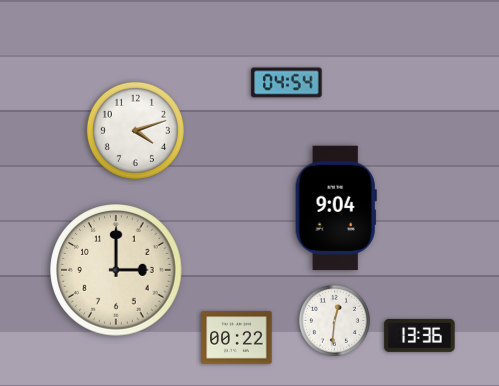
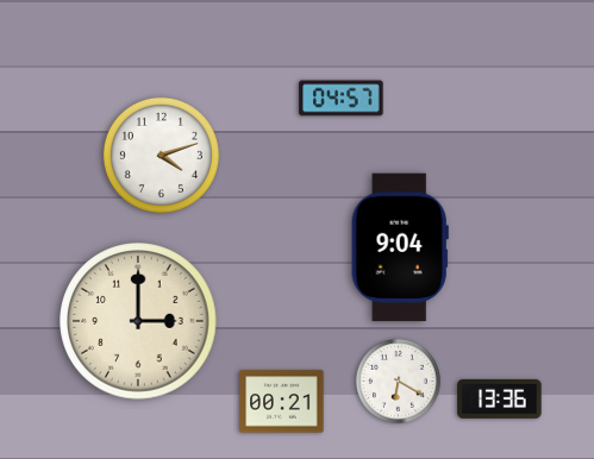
clock at (287, 83): 04:54 -> 04:57
clock at (334, 320): 12:31 -> 6:20
clock at (237, 338): 00:22 -> 00:21
